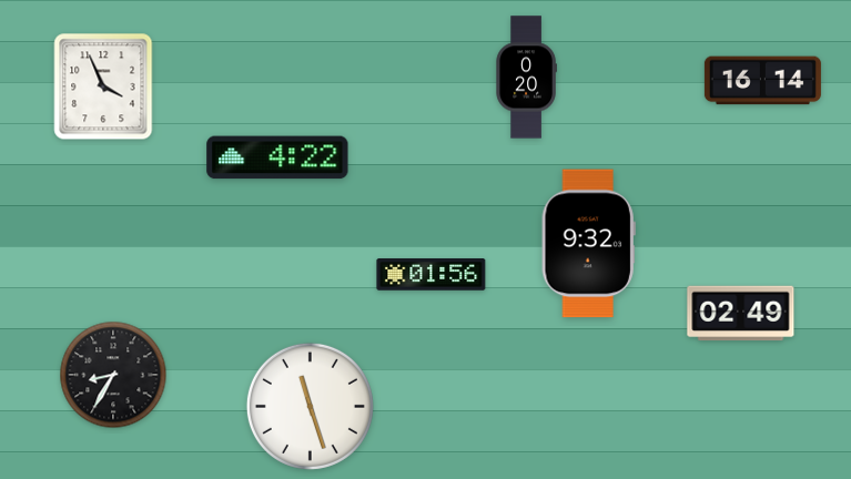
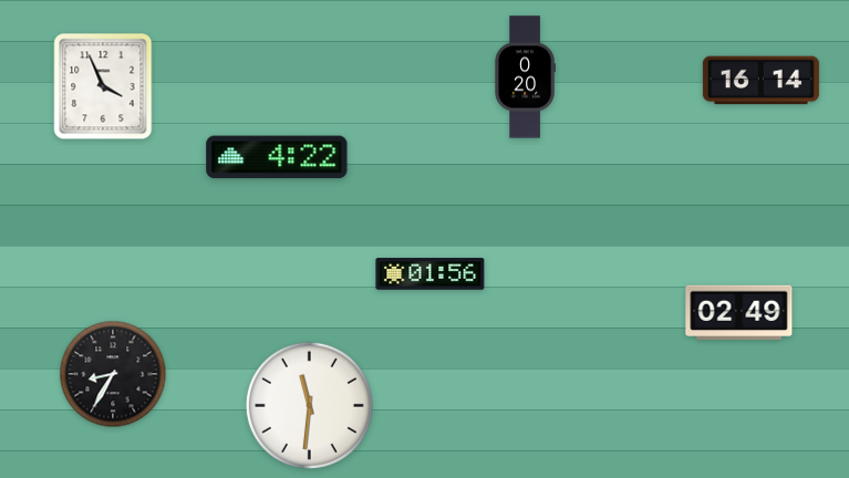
clock at (588, 244): 9:32 -> none
clock at (310, 406): 11:27 -> 11:31
